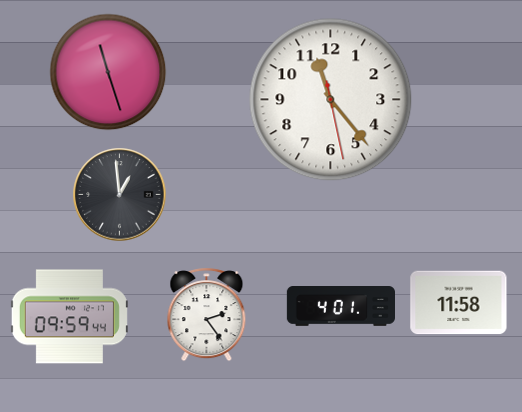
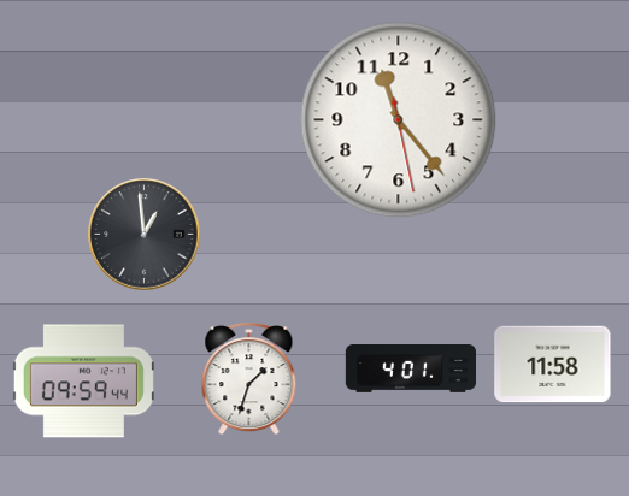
clock at (108, 72): 11:27 -> none
clock at (207, 315): 2:24 -> 1:33
